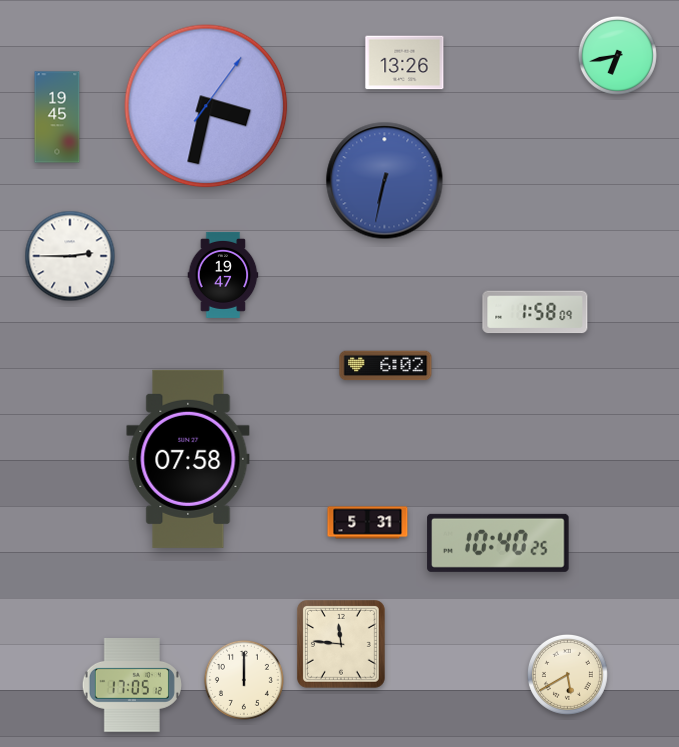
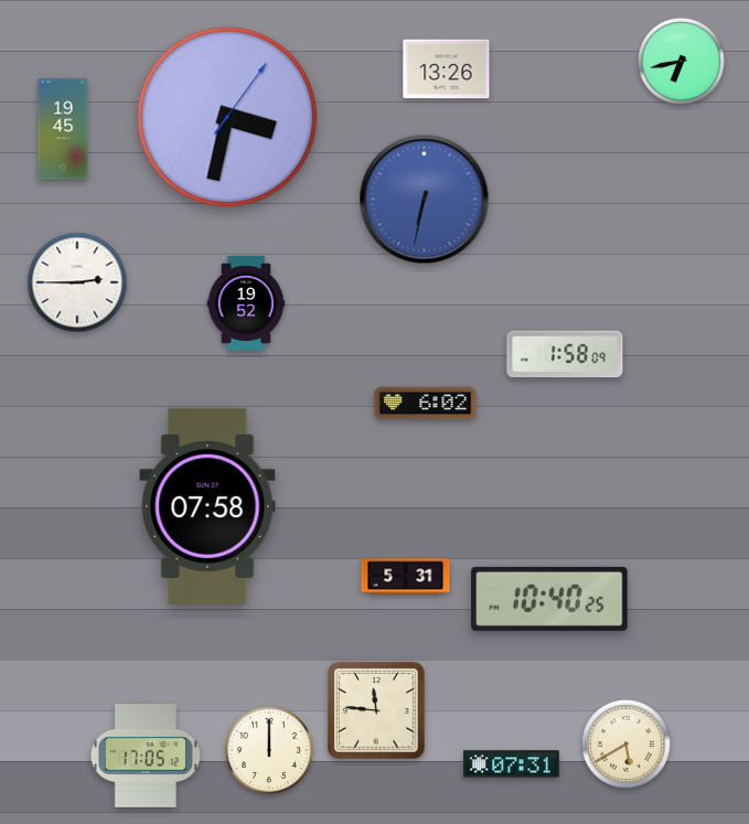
clock at (223, 275): 19:47 -> 19:52
clock at (535, 312) position: (535, 312) -> (565, 354)
clock at (511, 764): none -> 07:31
